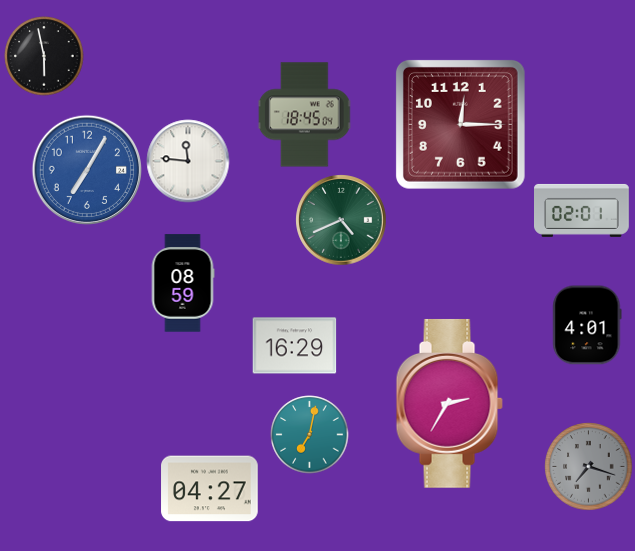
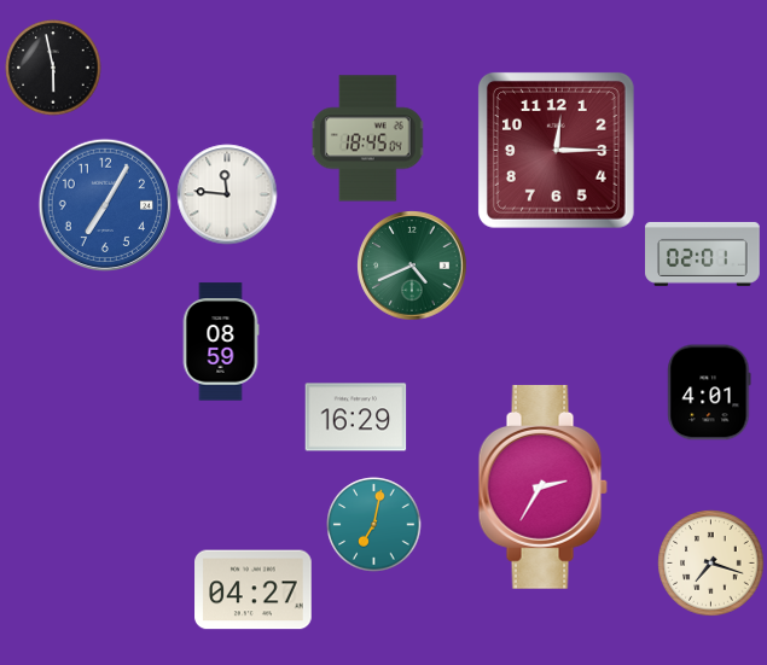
clock at (589, 467) dial: grey -> cream
